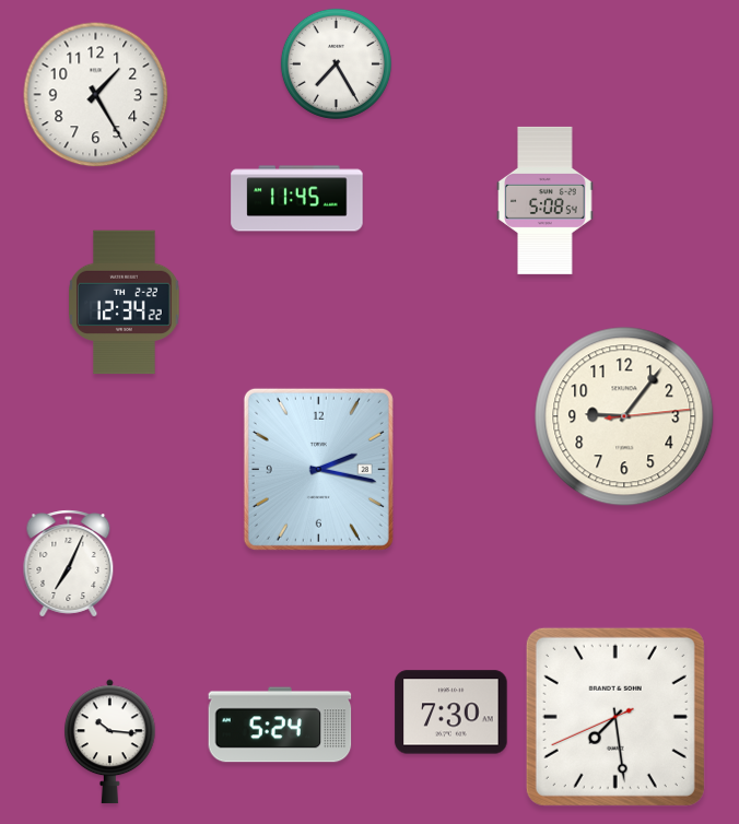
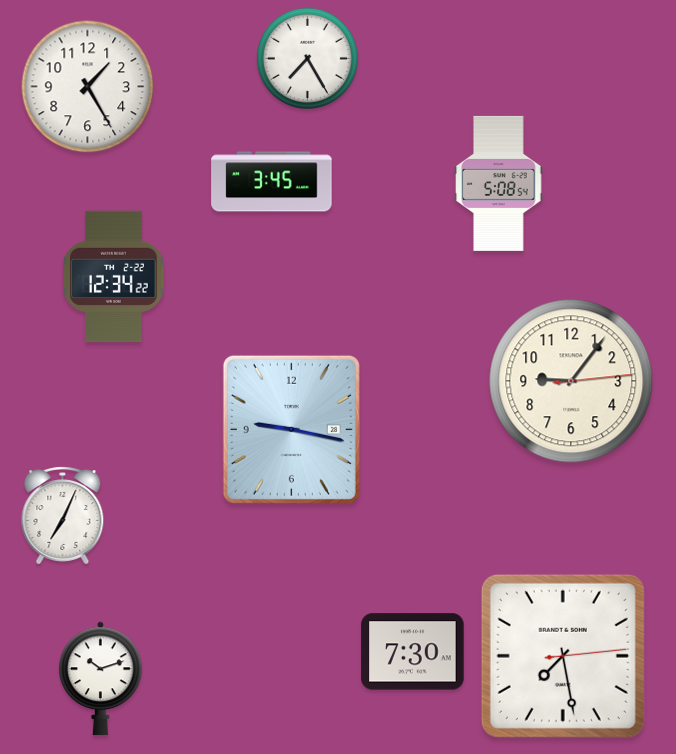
clock at (297, 199): 11:45 -> 3:45
clock at (318, 469): 2:17 -> 9:17
clock at (615, 717): 7:28:41 -> 7:28:14
clock at (280, 725): 5:24 -> none
clock at (110, 742): 10:16 -> 10:12
